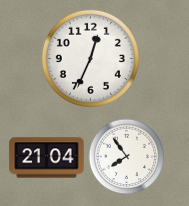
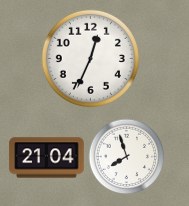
clock at (127, 157): 7:54 -> 7:57
